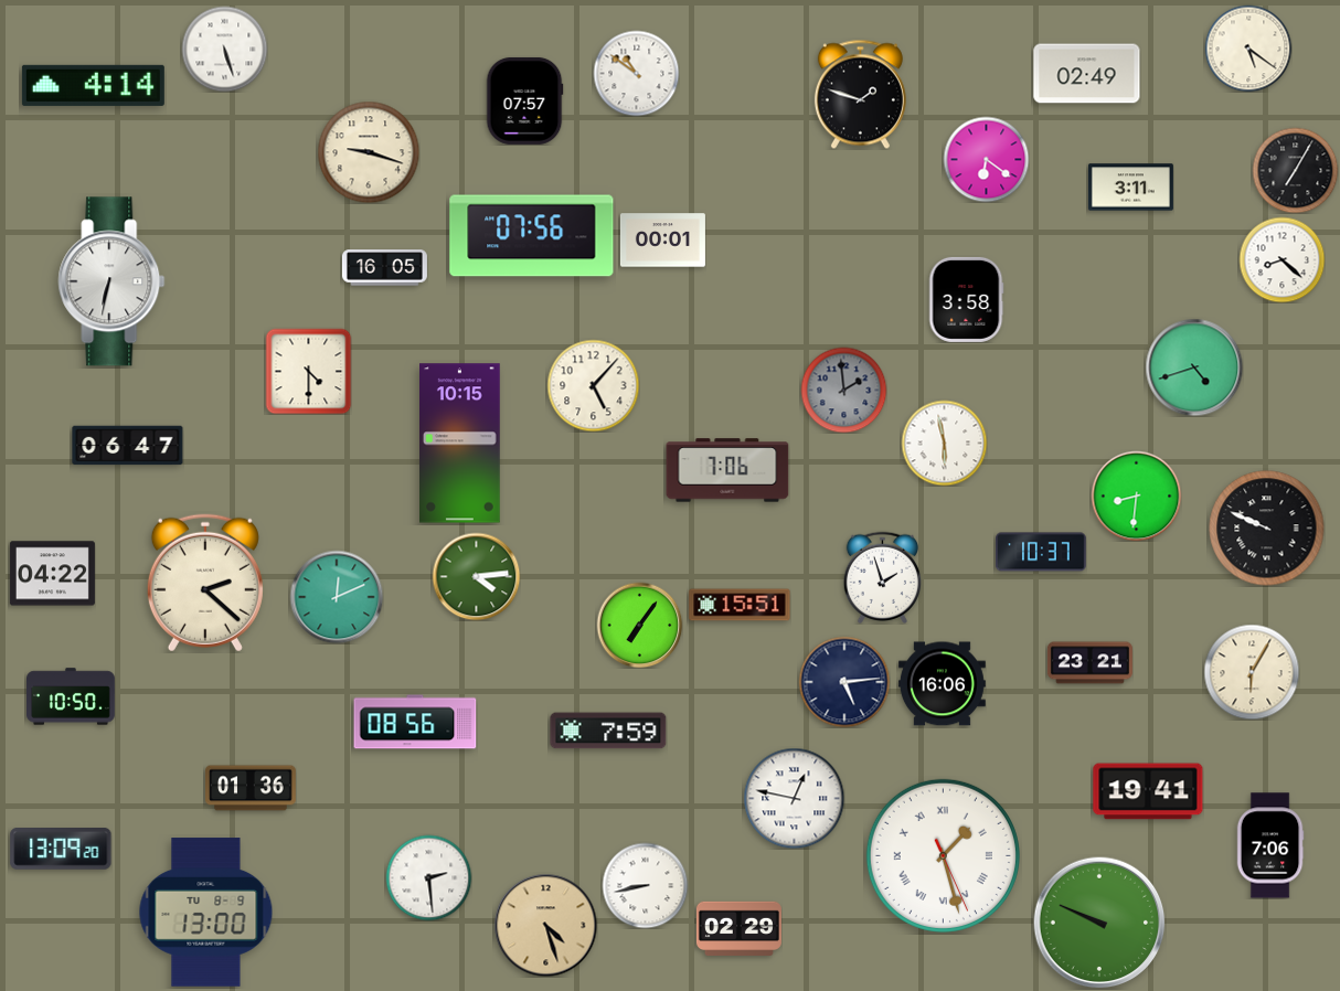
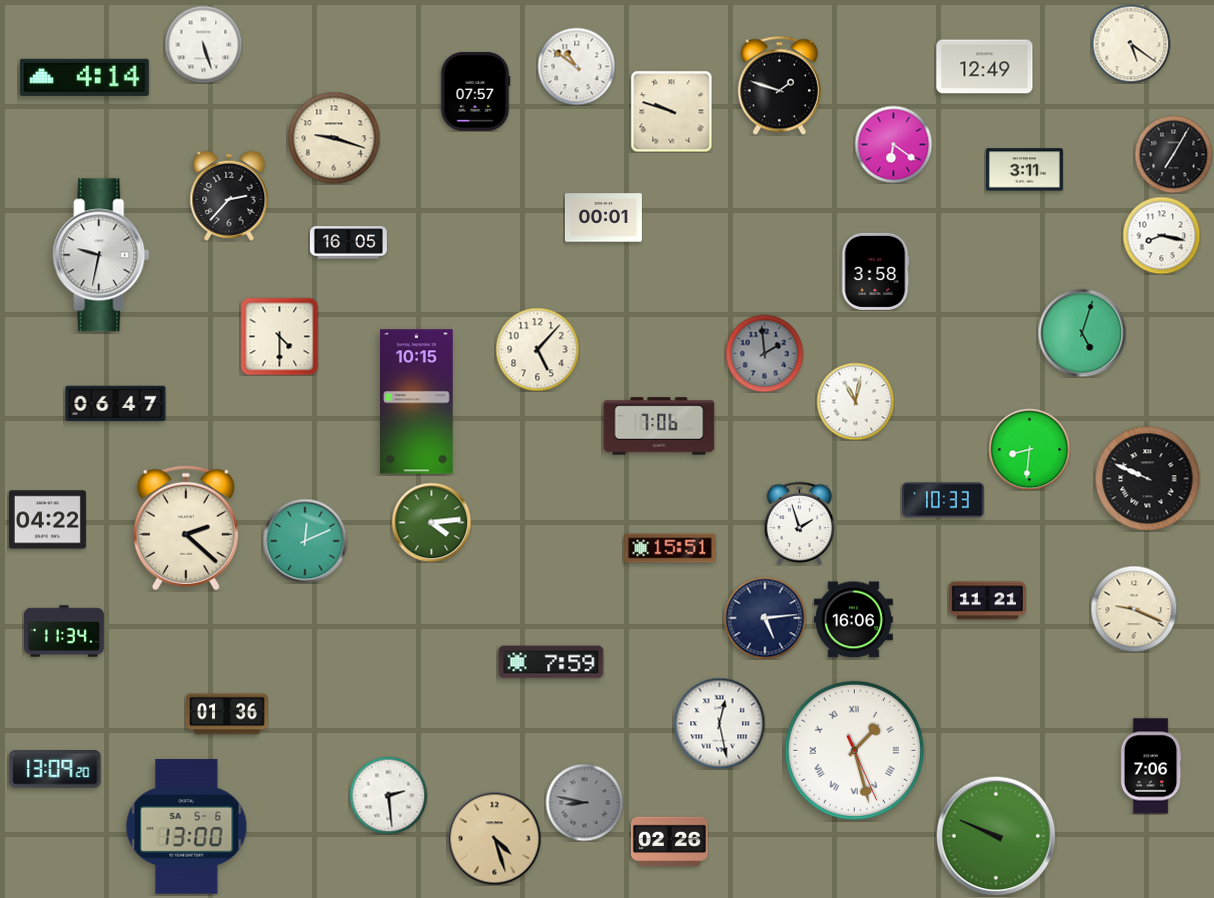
clock at (1087, 74): 02:49 -> 12:49
clock at (671, 111): none -> 9:48
clock at (229, 196): none -> 2:37
clock at (532, 236): 07:56 -> none
clock at (662, 241) position: (662, 241) -> (603, 218)
clock at (1281, 259): 8:22 -> 8:17
clock at (111, 281): 6:32 -> 9:32
clock at (1194, 367): 4:42 -> 5:03
clock at (944, 443): 5:58 -> 11:02
clock at (1041, 552): 10:37 -> 10:33
clock at (639, 625): 7:06 -> none
clock at (1089, 663): 23:21 -> 11:21
clock at (1252, 672): 6:05 -> 9:19
clock at (72, 696): 10:50 -> 11:34
clock at (415, 722): 08:56 -> none
clock at (1148, 791): 19:41 -> none
clock at (794, 798): 12:47 -> 12:28
clock at (943, 855) position: (943, 855) -> (854, 750)
clock at (645, 885): 8:43 -> 8:47
clock at (645, 885) dial: white -> grey
clock at (206, 913) date: TU 8-9 -> SA 5-6
clock at (738, 929): 02:29 -> 02:26
